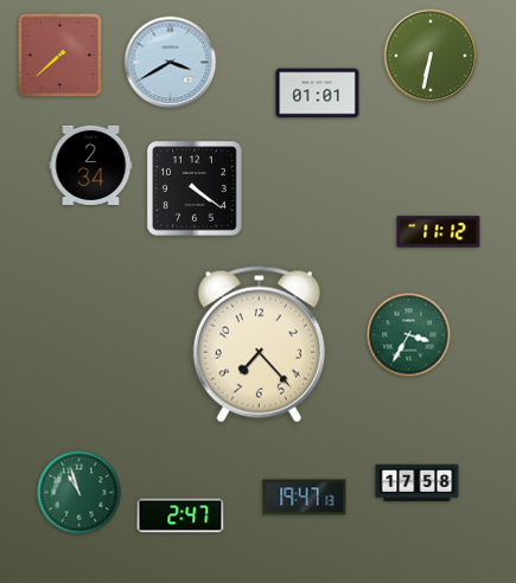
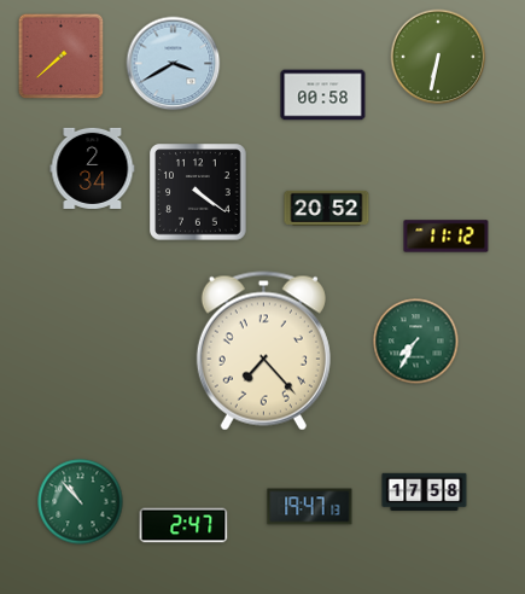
clock at (318, 94): 01:01 -> 00:58
clock at (327, 208): none -> 20:52
clock at (409, 335): 3:35 -> 7:35
clock at (79, 493): 10:57 -> 10:53
